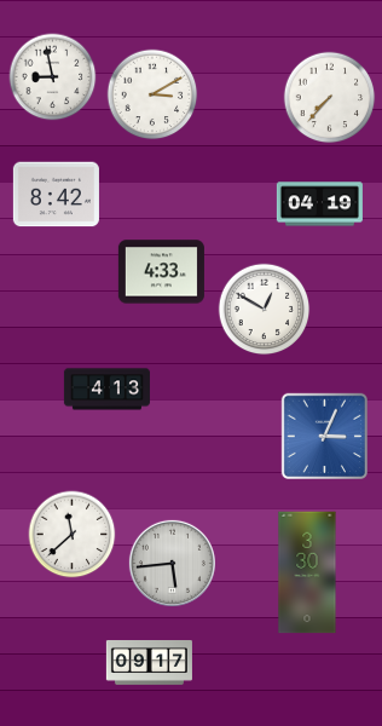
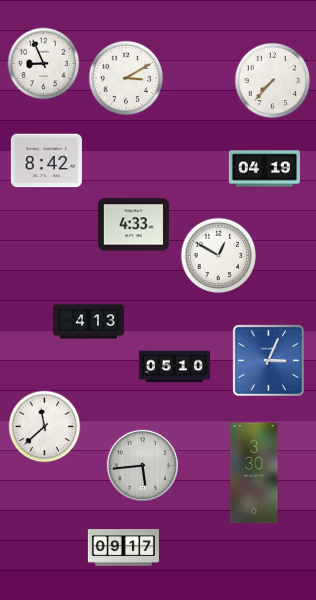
clock at (53, 77): 8:58 -> 8:56
clock at (174, 367): none -> 05:10
clock at (73, 535) position: (73, 535) -> (45, 427)
